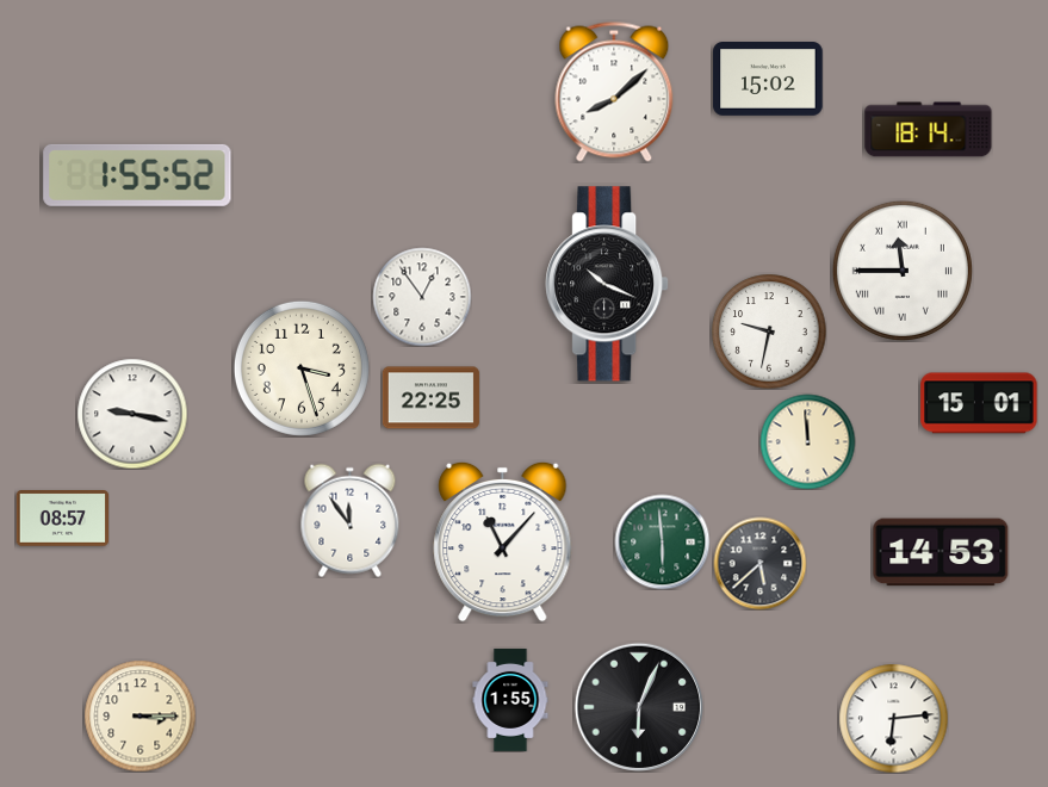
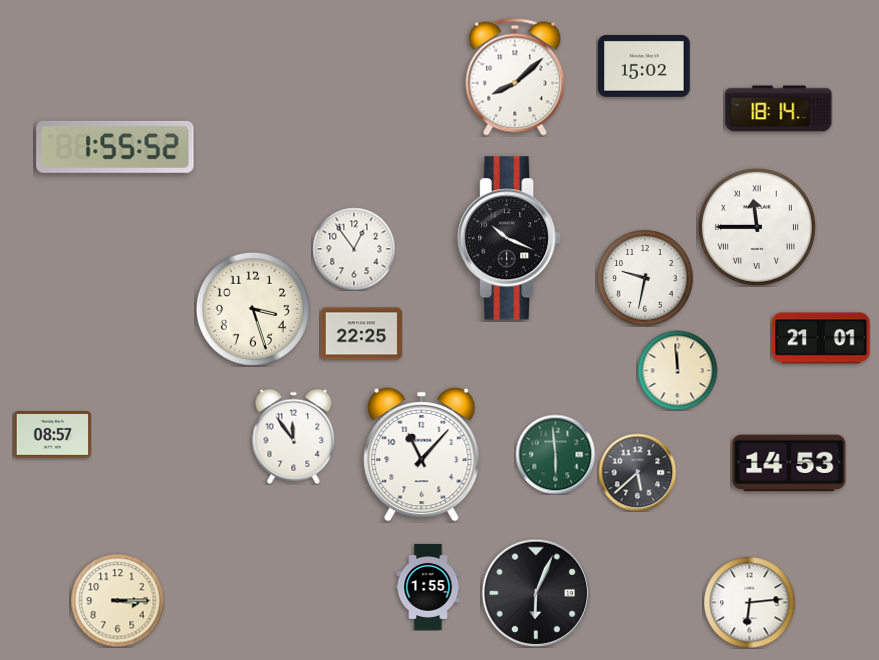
clock at (979, 403): 15:01 -> 21:01
clock at (132, 414): 9:17 -> none
